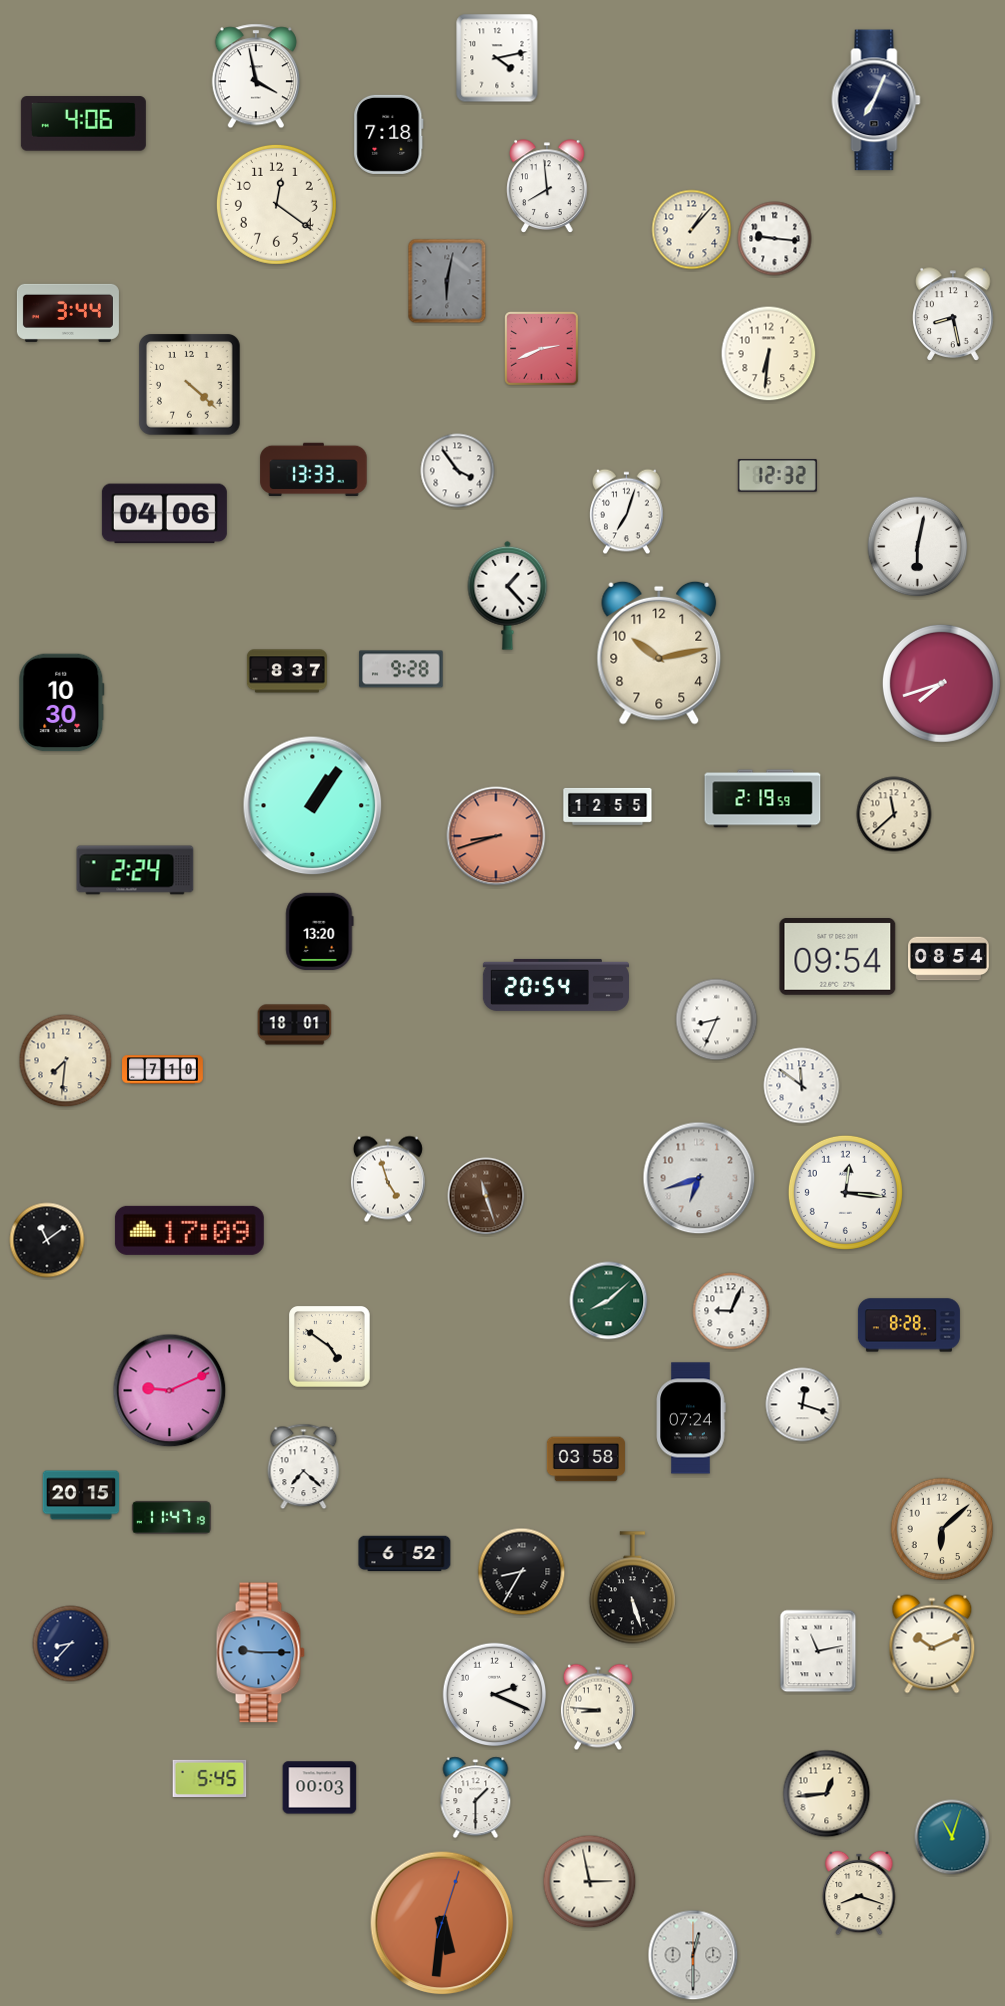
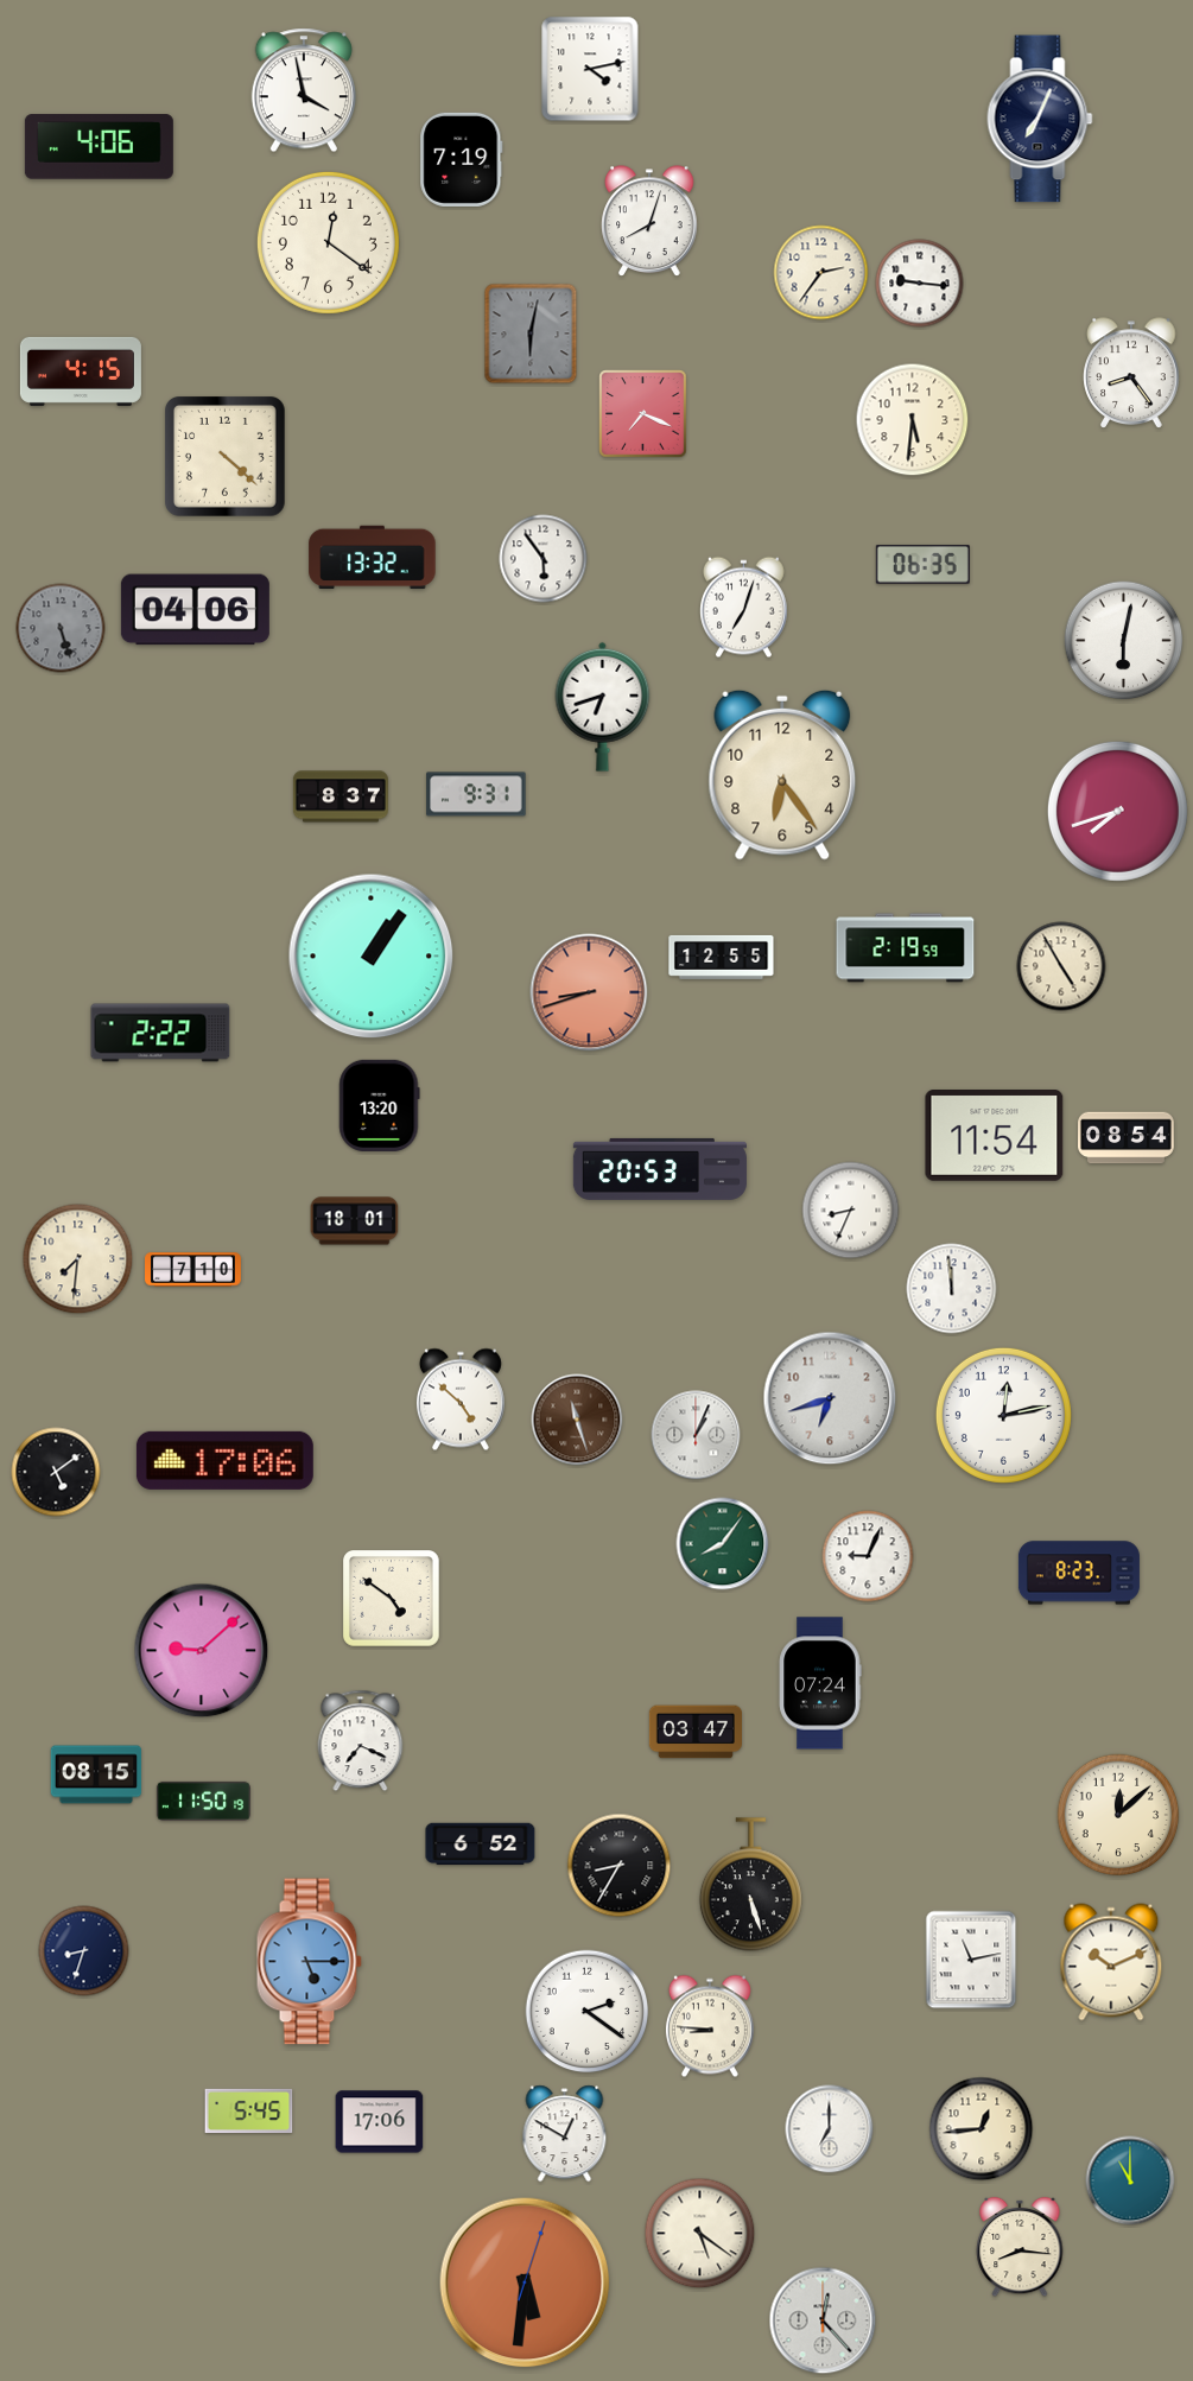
clock at (389, 134): 7:18 -> 7:19
clock at (547, 186): 7:59 -> 8:03
clock at (692, 230): 1:07 -> 2:36
clock at (68, 313): 3:44 -> 4:15
clock at (953, 314): 8:28 -> 8:24
clock at (542, 349): 2:41 -> 7:19
clock at (769, 354): 6:31 -> 5:31
clock at (314, 470): 13:33 -> 13:32
clock at (458, 471): 3:54 -> 5:54
clock at (777, 475): 12:32 -> 06:35
clock at (61, 628): none -> 5:27
clock at (918, 547) position: (918, 547) -> (1124, 641)
clock at (508, 595): 1:23 -> 6:42
clock at (659, 653): 10:13 -> 6:24
clock at (401, 669): 9:28 -> 9:31
clock at (62, 703): 10:30 -> none
clock at (894, 814): 11:38 -> 4:55
clock at (135, 870): 2:24 -> 2:22
clock at (838, 957): 09:54 -> 11:54
clock at (556, 985): 20:54 -> 20:53
clock at (295, 1025) position: (295, 1025) -> (355, 1221)
clock at (802, 1086): 11:51 -> 11:59
clock at (388, 1179): 4:57 -> 4:52
clock at (845, 1192): 12:16 -> 12:13
clock at (696, 1435): none -> 1:04
clock at (189, 1230): 17:09 -> 17:06
clock at (47, 1240): 11:09 -> 5:09
clock at (609, 1301): 8:08 -> 8:06
clock at (909, 1325): 8:28 -> 8:23
clock at (170, 1391): 9:11 -> 9:08
clock at (803, 1405): 12:18 -> none
clock at (586, 1459): 03:58 -> 03:47
clock at (304, 1467): 7:22 -> 7:19
clock at (81, 1495): 20:15 -> 08:15
clock at (171, 1517): 11:47 -> 11:50
clock at (942, 1529): 6:08 -> 12:08
clock at (71, 1644): 8:37 -> 8:33
clock at (932, 1644) position: (932, 1644) -> (1111, 1962)
clock at (260, 1653): 9:15 -> 5:15
clock at (495, 1695): 2:19 -> 2:21
clock at (320, 1788): 00:03 -> 17:06
clock at (830, 2129): none -> 7:00
clock at (476, 1798): 1:30 -> 12:50
clock at (952, 1837): 11:03 -> 11:00
clock at (590, 1882): 2:58 -> 5:21
clock at (859, 1893): 8:18 -> 8:16
clock at (693, 1955): 12:30 -> 12:23
